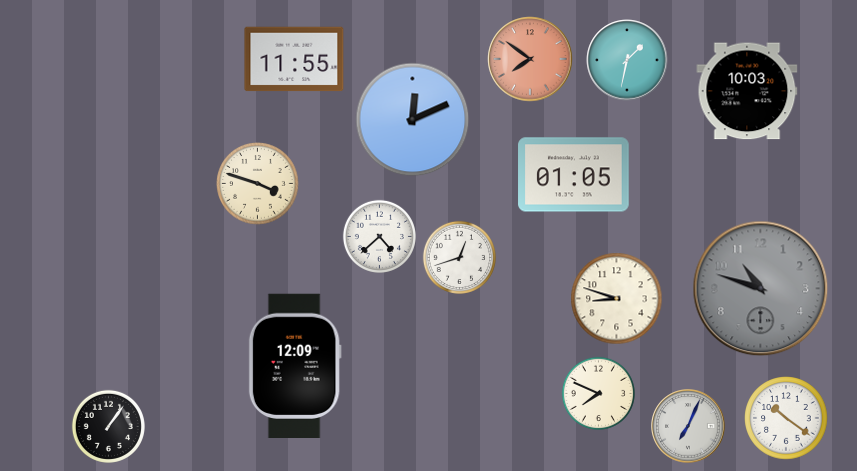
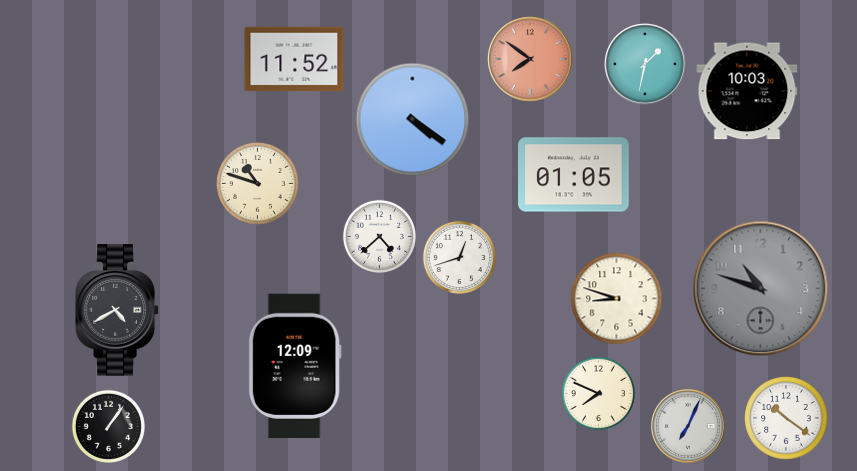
clock at (294, 59): 11:55 -> 11:52
clock at (627, 60) position: (627, 60) -> (645, 64)
clock at (413, 120): 12:11 -> 4:21
clock at (258, 184): 3:48 -> 10:48
clock at (117, 310): none -> 4:40
